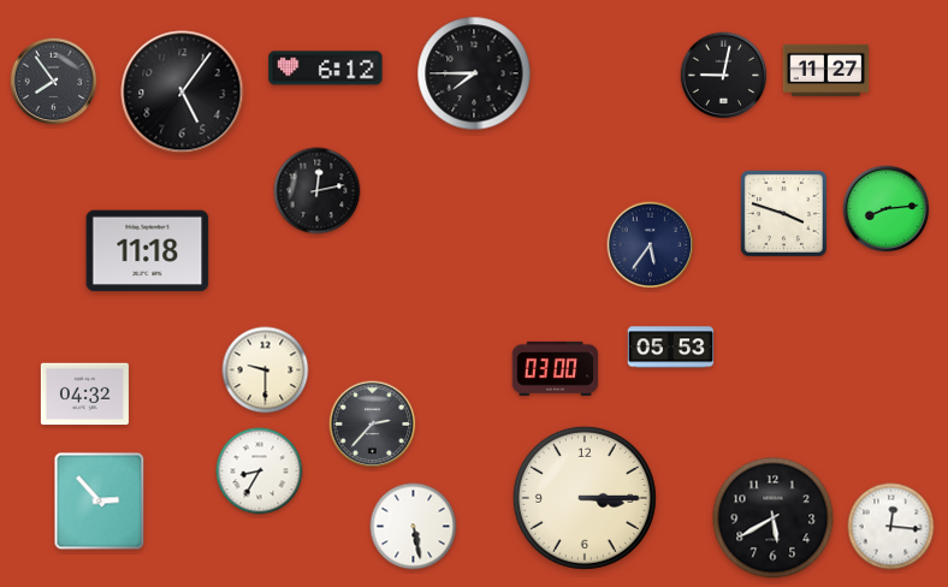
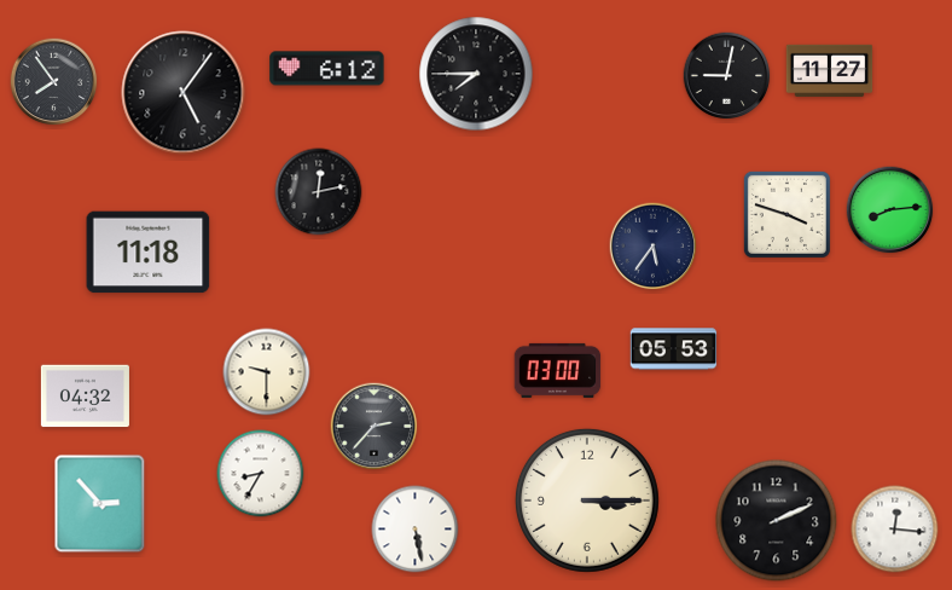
clock at (774, 518): 5:40 -> 2:11
